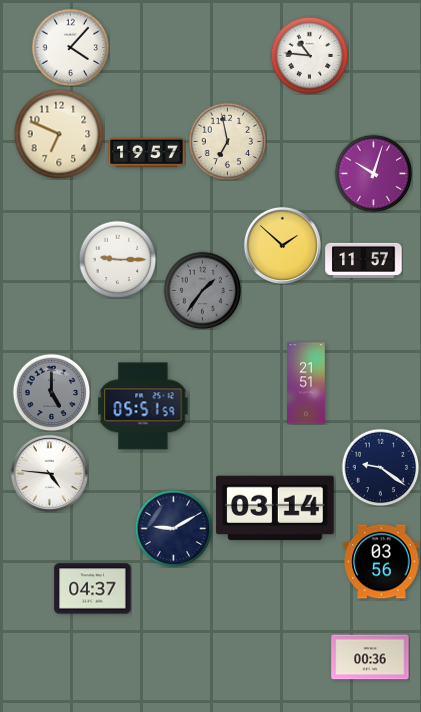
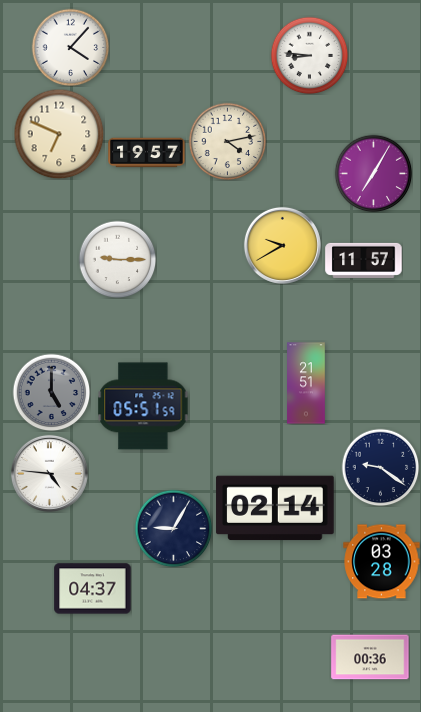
clock at (309, 55): 10:46 -> 8:46
clock at (227, 141): 6:58 -> 4:13
clock at (373, 173): 10:03 -> 7:05
clock at (282, 245): 1:52 -> 9:40
clock at (202, 290): 1:36 -> none
clock at (275, 508): 03:14 -> 02:14
clock at (173, 528): 9:10 -> 9:05
clock at (382, 562): 03:56 -> 03:28
